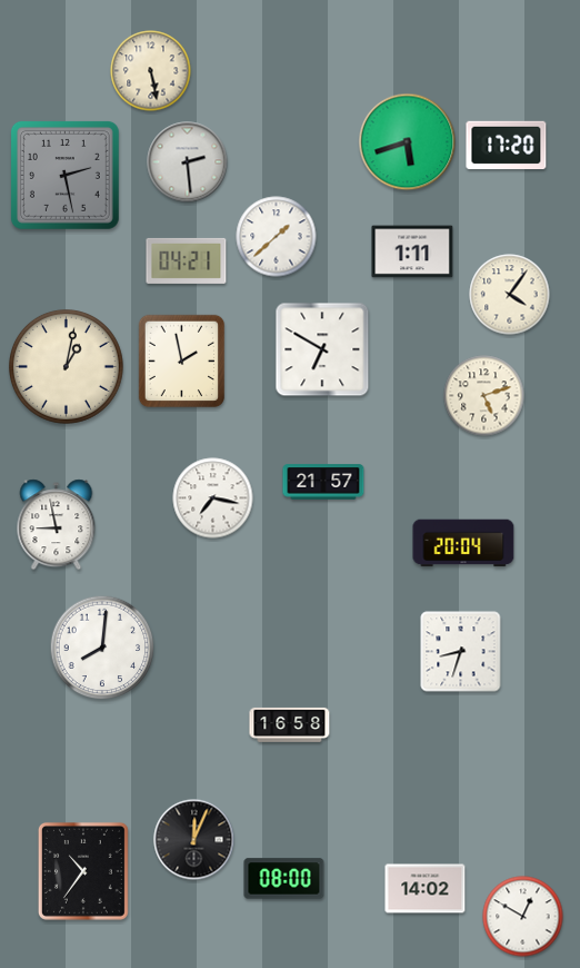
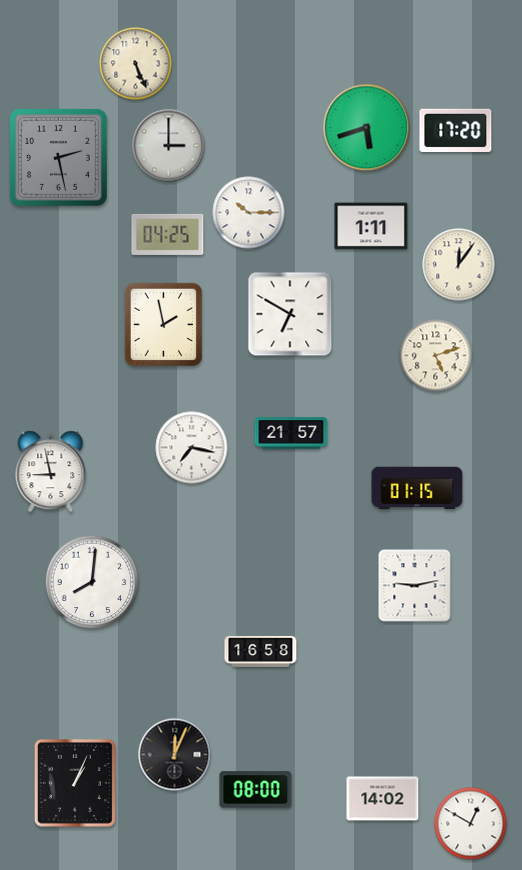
clock at (151, 71): 5:28 -> 5:26
clock at (188, 162): 2:29 -> 3:00
clock at (277, 237): 1:38 -> 10:15
clock at (187, 260): 04:21 -> 04:25
clock at (510, 295): 4:06 -> 12:06
clock at (66, 366): 1:02 -> none
clock at (463, 543): 20:04 -> 01:15
clock at (461, 652): 8:33 -> 9:13
clock at (83, 871): 10:36 -> 1:04
